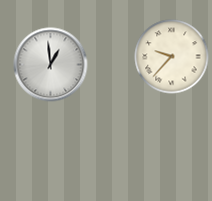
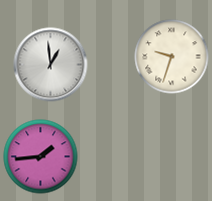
clock at (172, 57): 9:37 -> 9:33
clock at (41, 157): none -> 1:44
